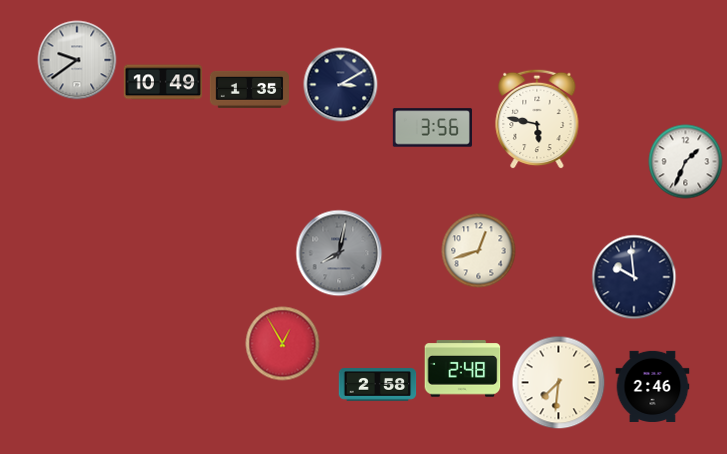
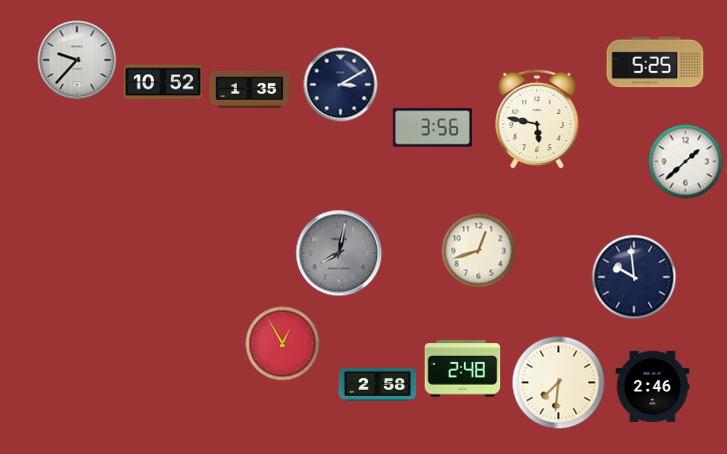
clock at (77, 60): 9:39 -> 9:37
clock at (655, 62): none -> 5:25
clock at (163, 82): 10:49 -> 10:52
clock at (686, 162): 1:34 -> 1:38
